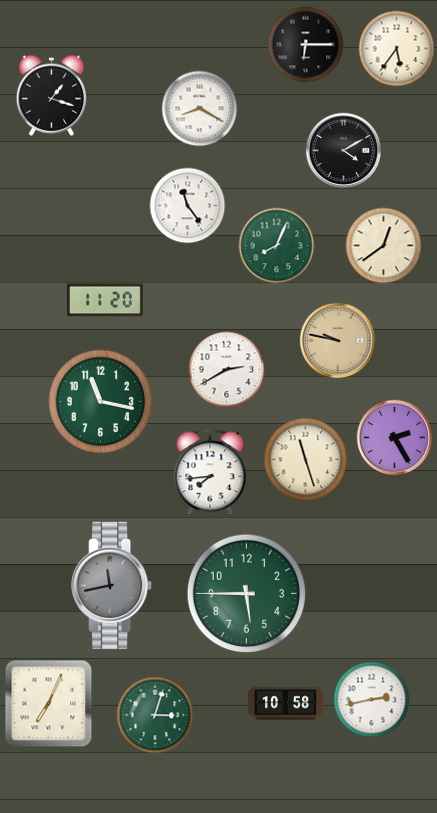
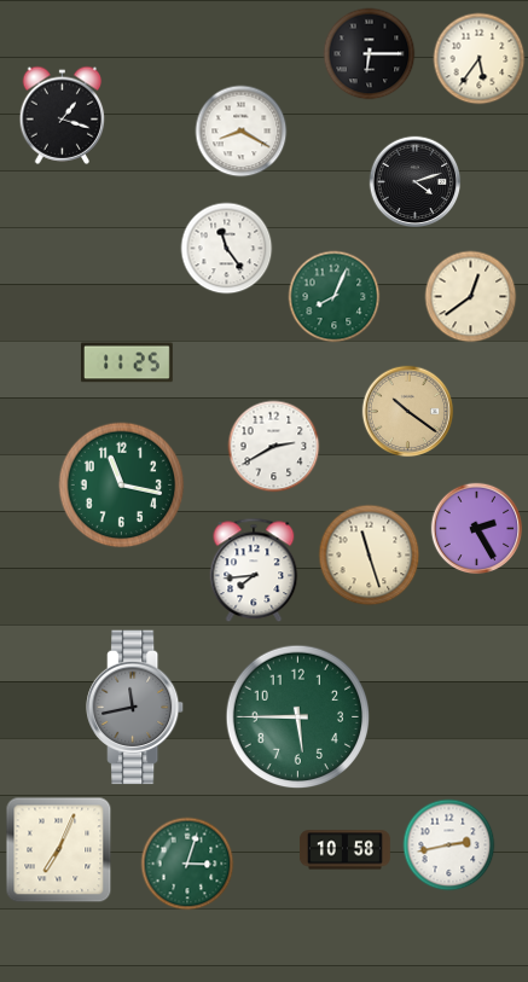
clock at (344, 151): 4:10 -> 4:12
clock at (384, 246) position: (384, 246) -> (471, 297)
clock at (105, 300): 11:20 -> 11:25
clock at (338, 341): 9:47 -> 10:21
